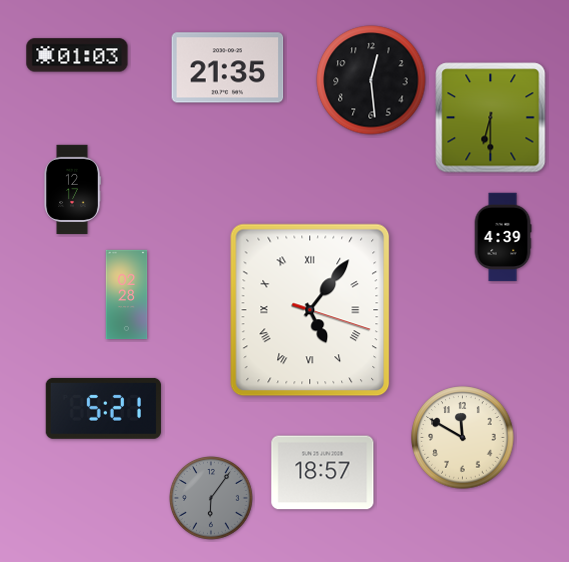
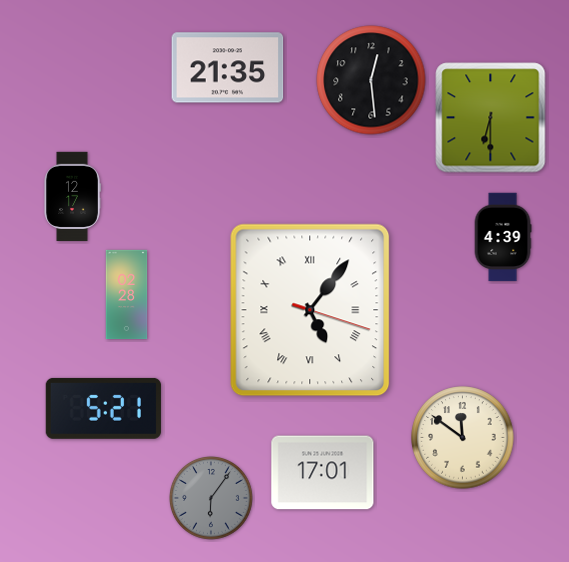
clock at (77, 55): 01:03 -> none
clock at (72, 189) position: (72, 189) -> (72, 196)
clock at (463, 438): 11:50 -> 11:51
clock at (323, 473): 18:57 -> 17:01
